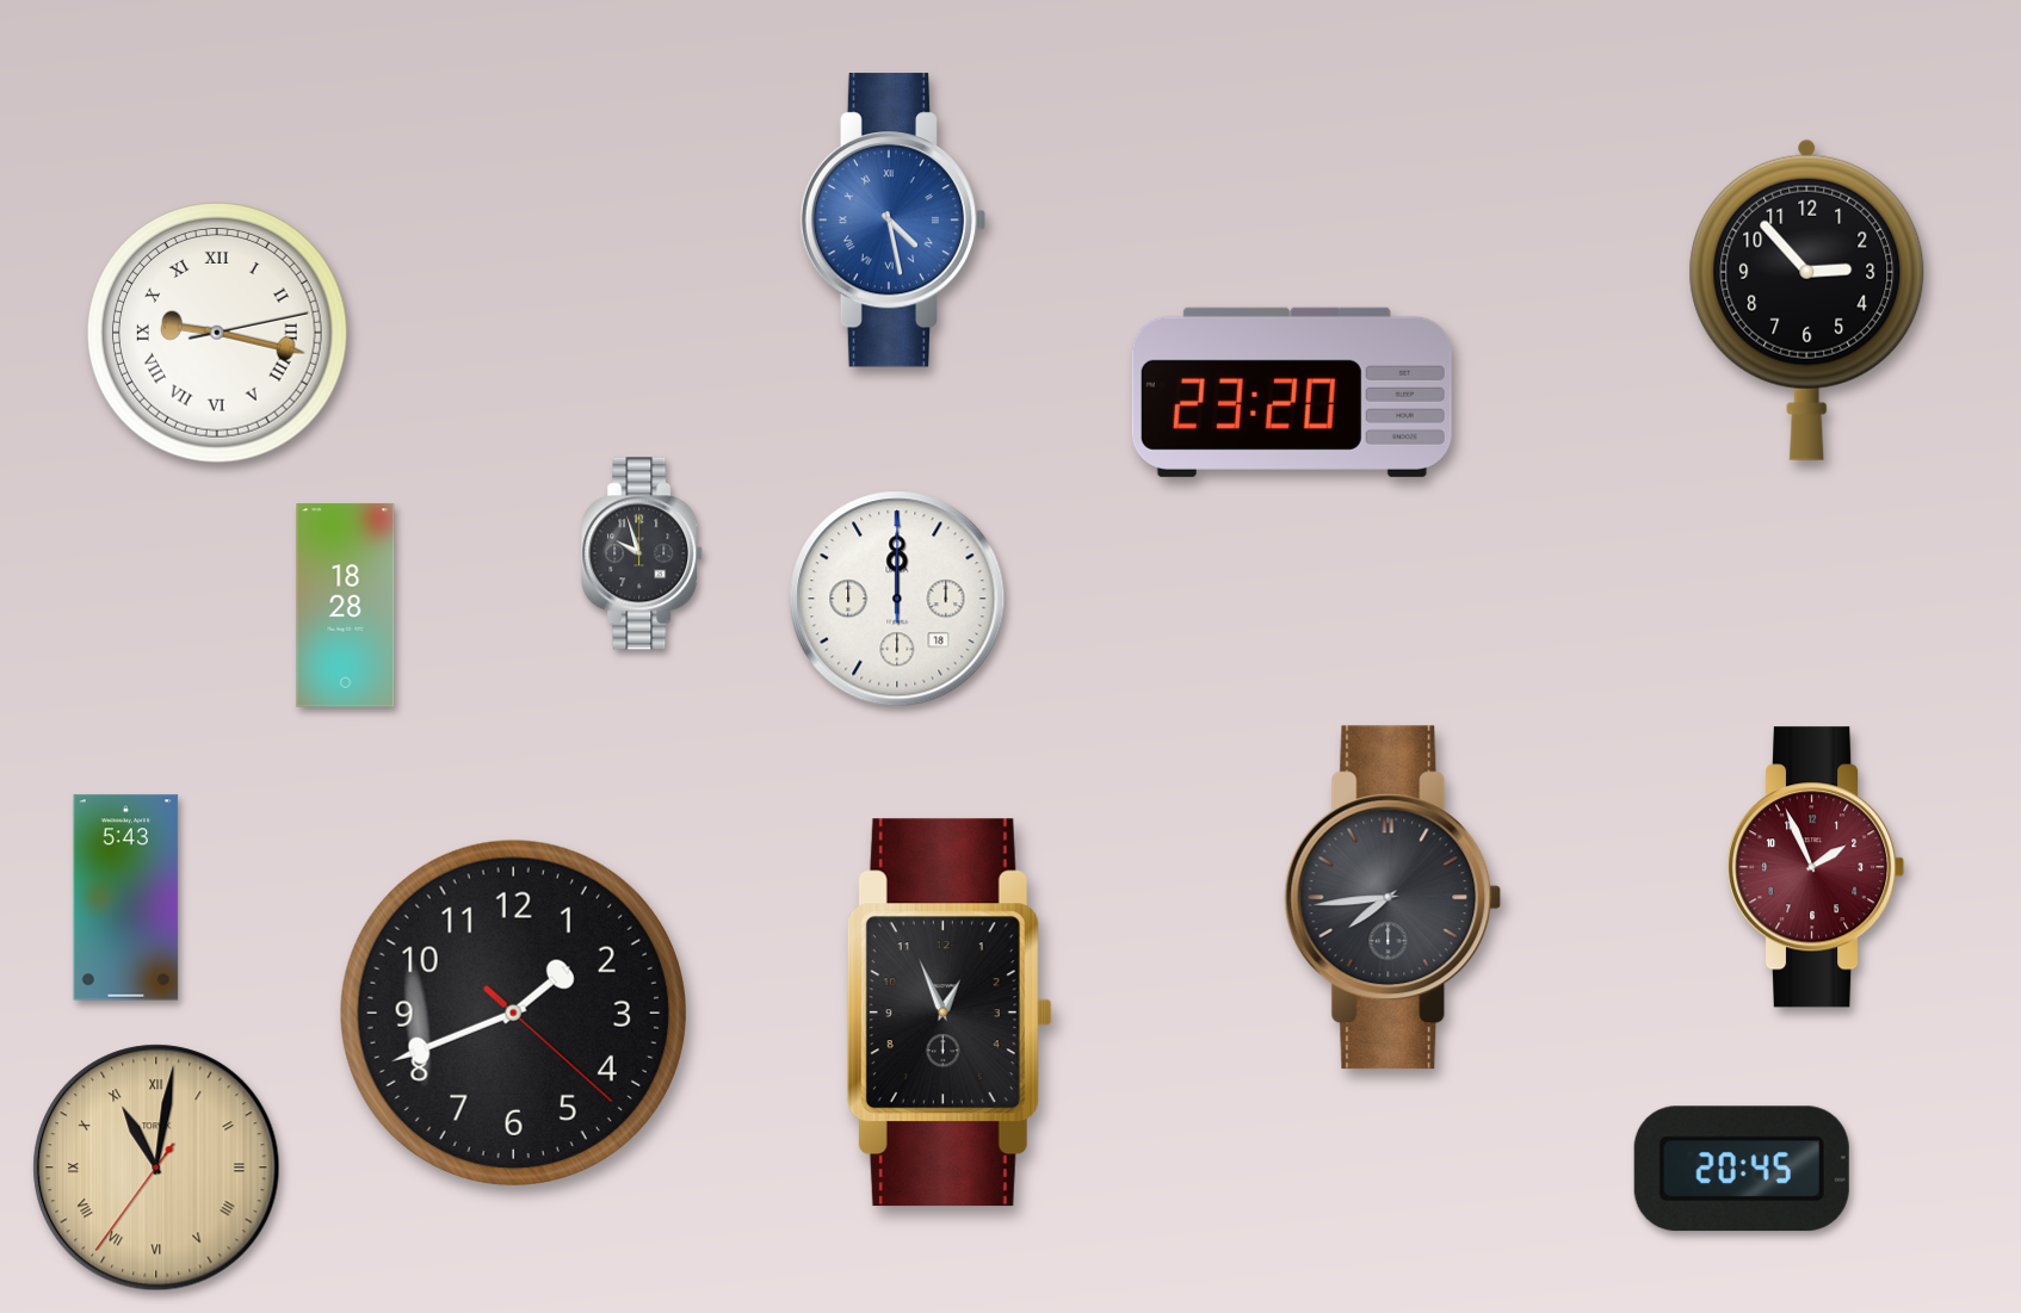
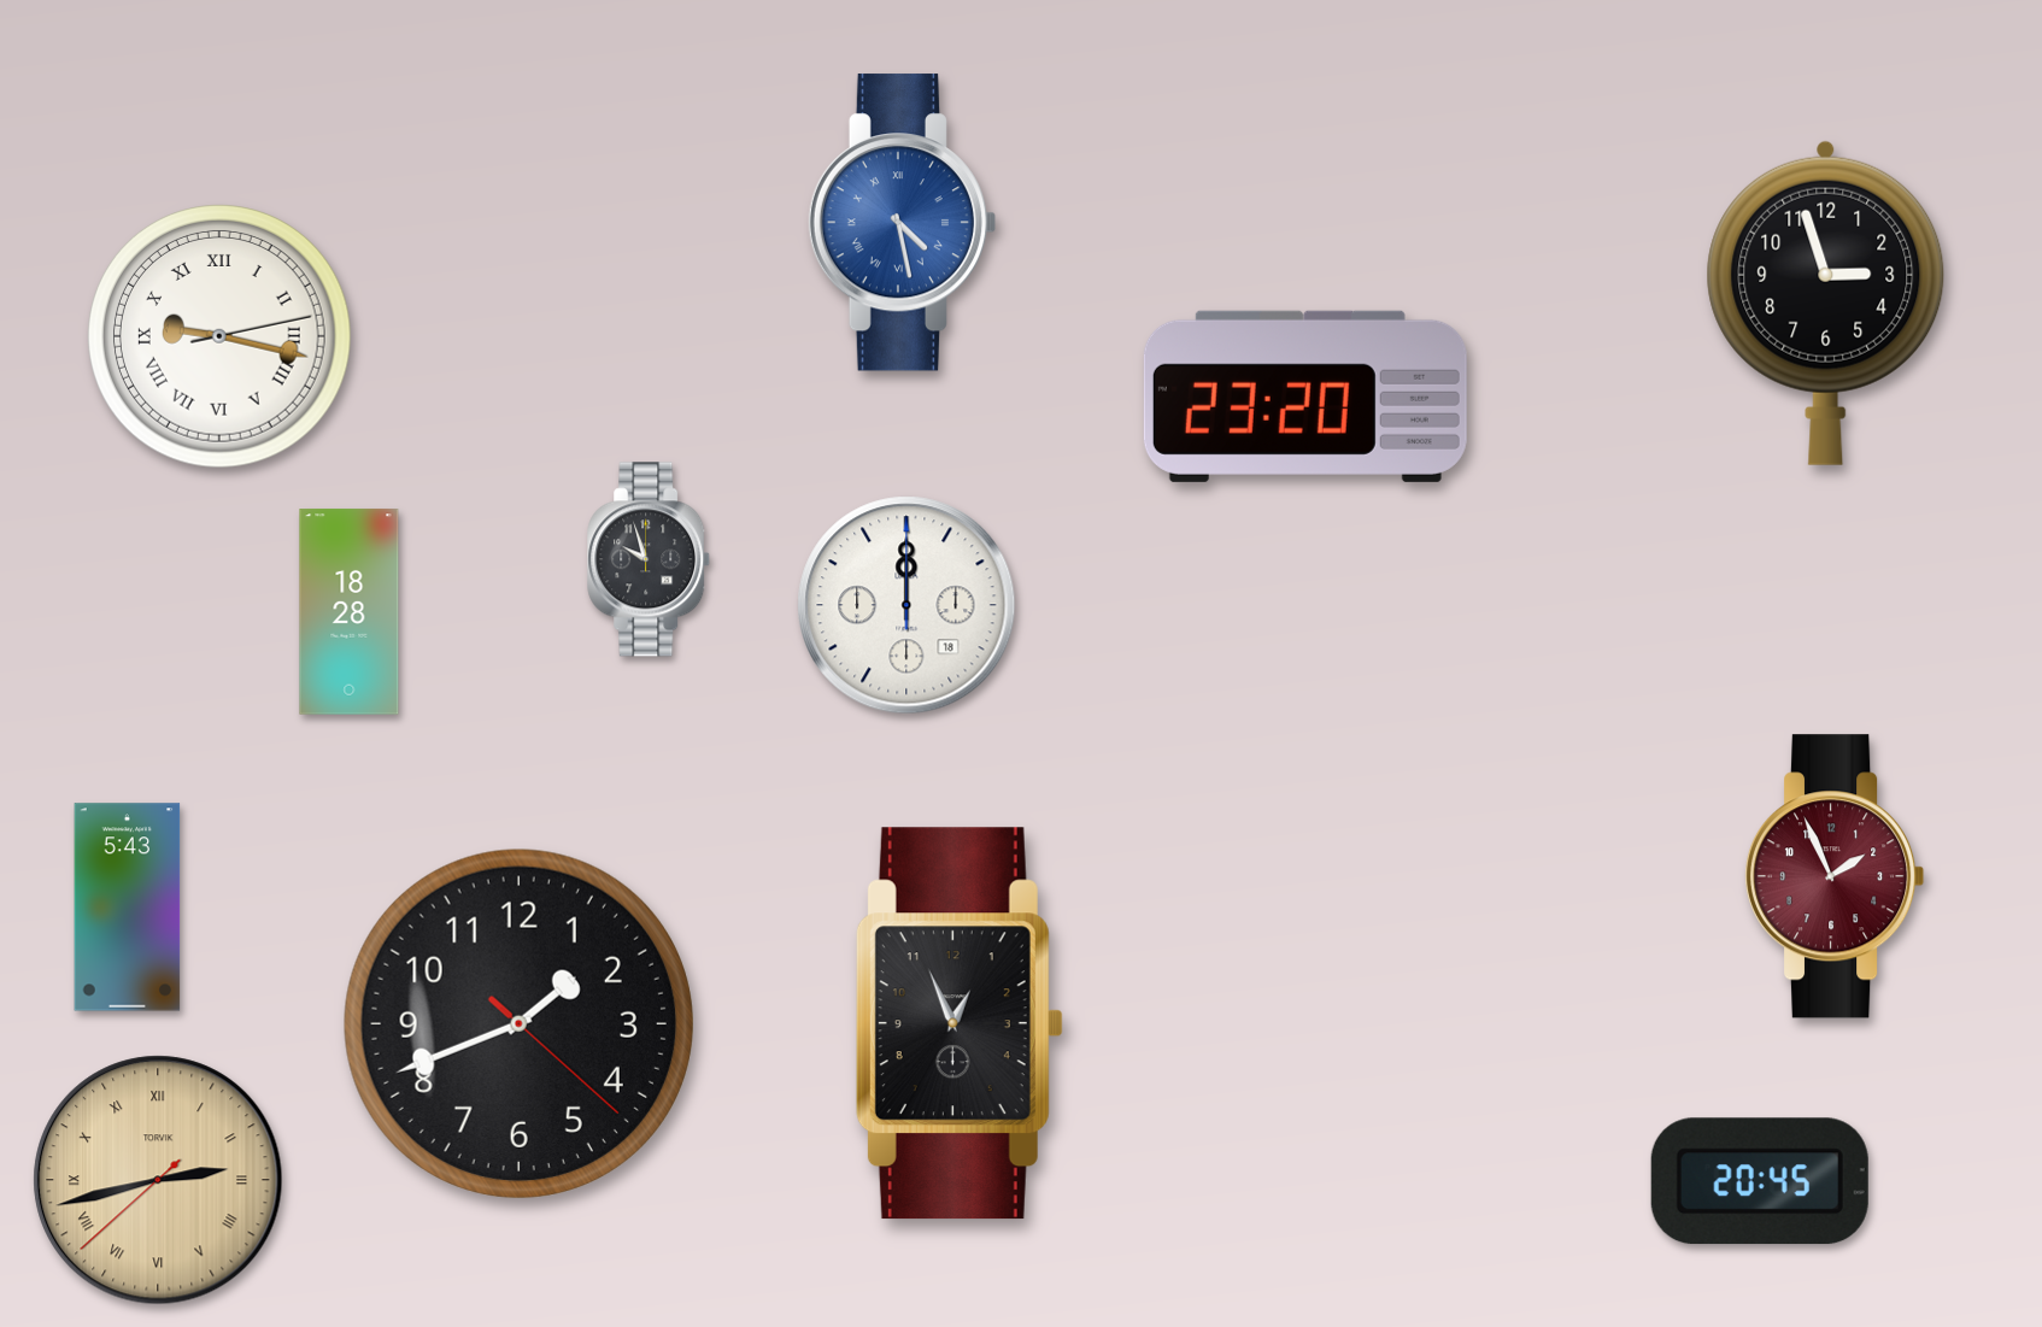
clock at (1807, 299): 2:53 -> 2:57
clock at (1393, 898): 7:44 -> none
clock at (156, 1168): 11:01 -> 2:42
